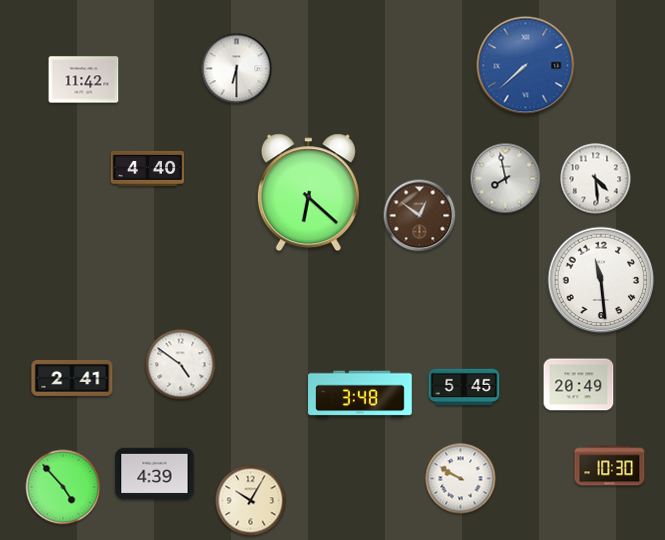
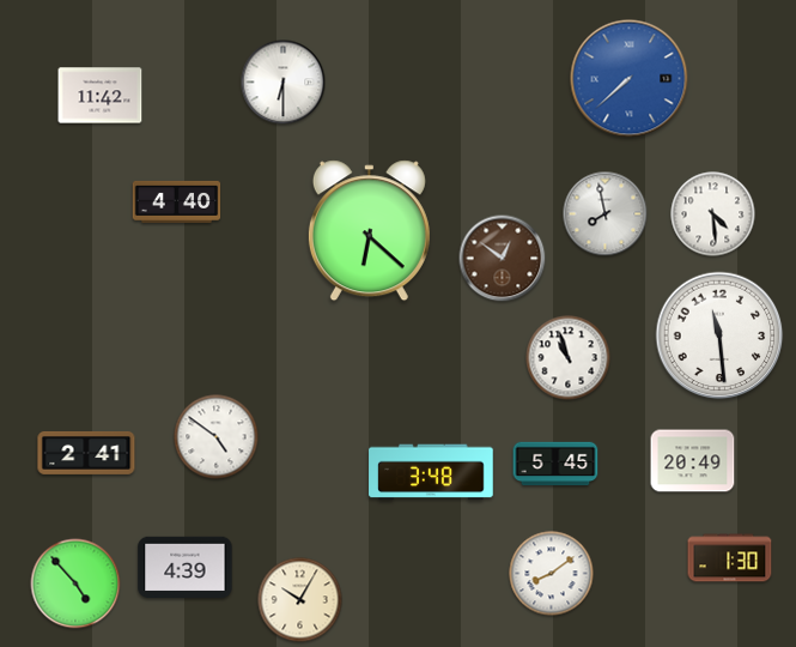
clock at (569, 358): none -> 10:57
clock at (610, 466): 10:30 -> 1:30
clock at (461, 479): 9:50 -> 8:09
